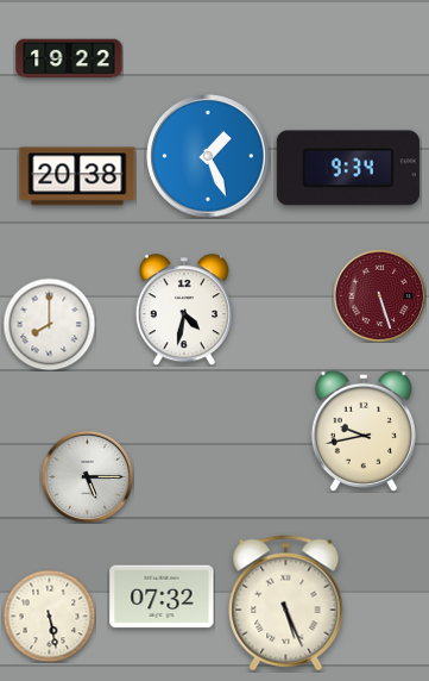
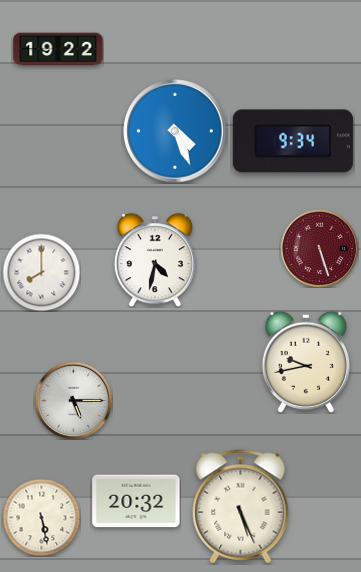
clock at (208, 156): 1:26 -> 4:26
clock at (77, 176): 20:38 -> none
clock at (162, 596): 07:32 -> 20:32
